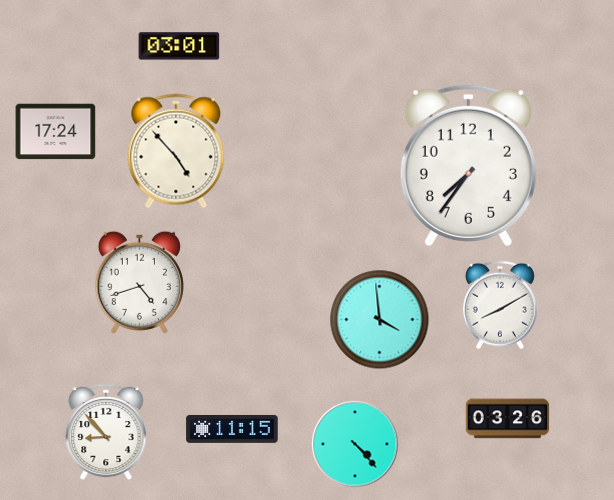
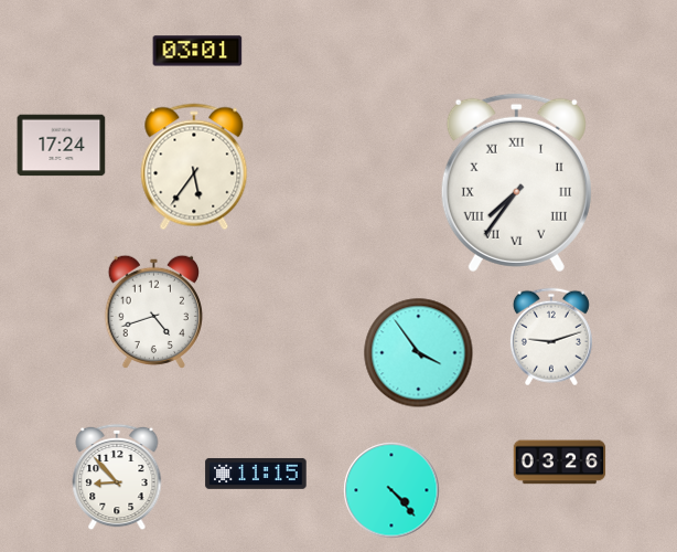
clock at (176, 151): 4:53 -> 5:36
clock at (468, 165) numerals: Arabic -> Roman
clock at (500, 305): 8:10 -> 9:12
clock at (380, 320): 3:59 -> 3:54
